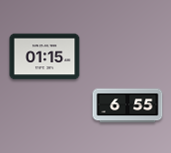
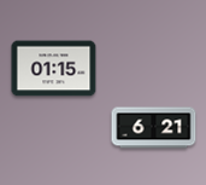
clock at (128, 106): 6:55 -> 6:21
